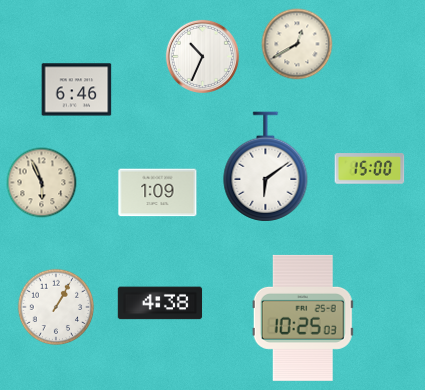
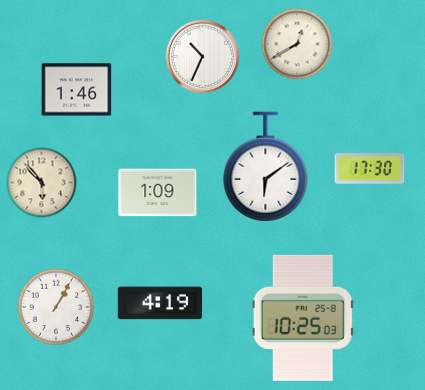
clock at (77, 90): 6:46 -> 1:46
clock at (370, 169): 15:00 -> 17:30
clock at (42, 183): 5:56 -> 5:53
clock at (160, 303): 4:38 -> 4:19
